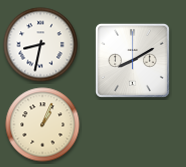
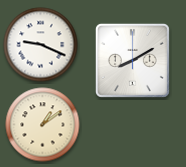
clock at (41, 45): 8:32 -> 9:19
clock at (43, 125): 1:04 -> 1:09
